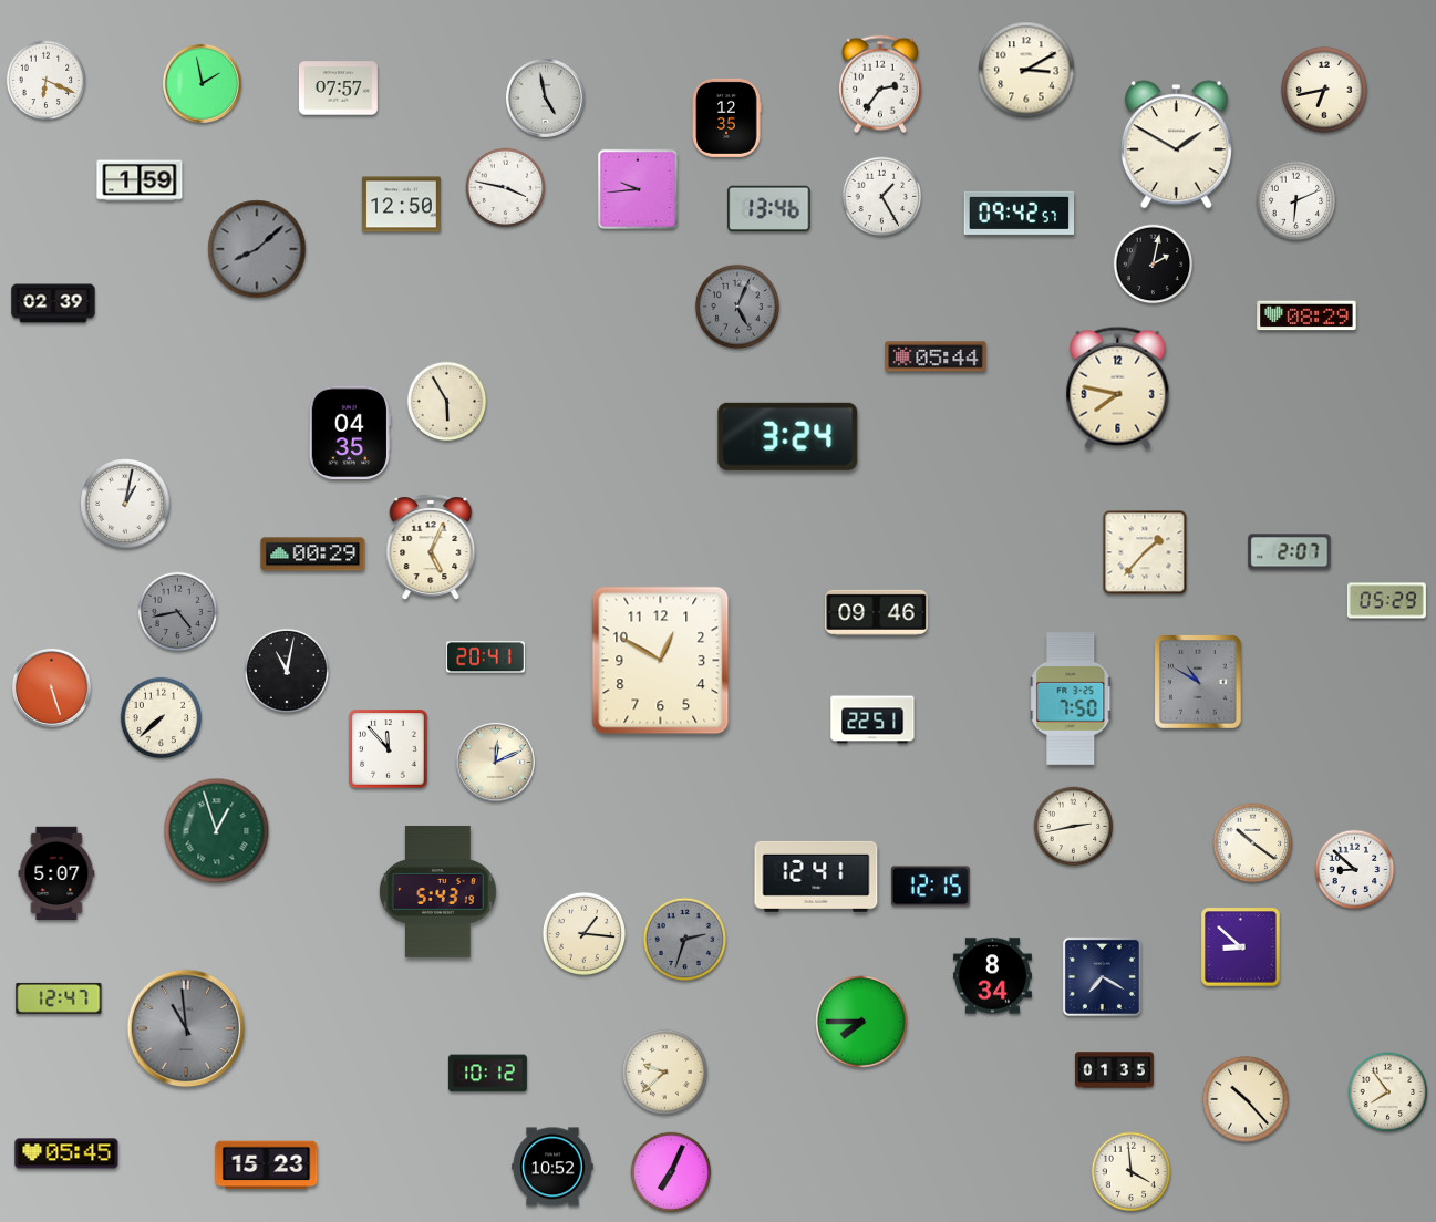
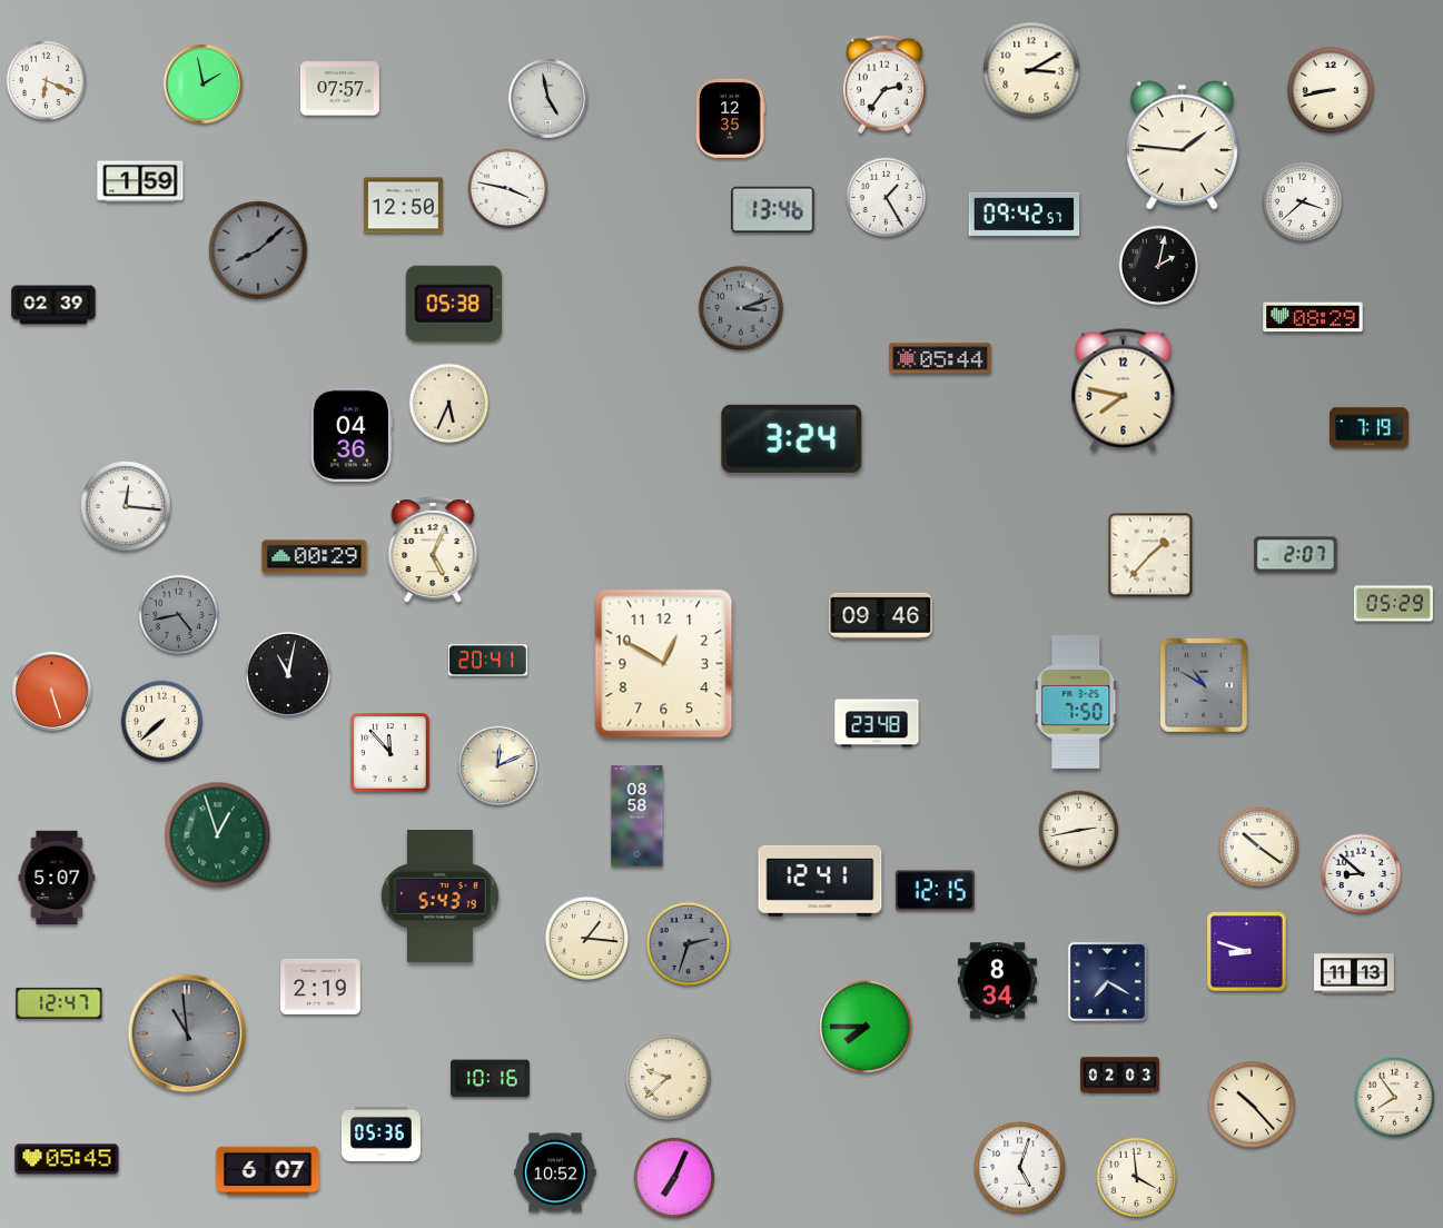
clock at (1324, 90): 6:43 -> 8:43
clock at (1176, 145): 1:50 -> 1:46
clock at (638, 189): 9:44 -> none
clock at (1296, 201): 6:11 -> 3:38
clock at (454, 304): none -> 05:38
clock at (737, 307): 5:04 -> 3:12
clock at (447, 402): 5:55 -> 5:34
clock at (1368, 428): none -> 7:19
clock at (350, 433): 04:35 -> 04:36
clock at (125, 504): 1:02 -> 12:16
clock at (872, 719): 22:51 -> 23:48
clock at (638, 816): none -> 08:58
clock at (1241, 947): 8:52 -> 8:48
clock at (1354, 973): none -> 11:13
clock at (322, 987): none -> 2:19
clock at (1114, 1070): 01:35 -> 02:03
clock at (487, 1074): 10:12 -> 10:16
clock at (380, 1133): none -> 05:36
clock at (1020, 1168): none -> 5:03
clock at (267, 1166): 15:23 -> 6:07
